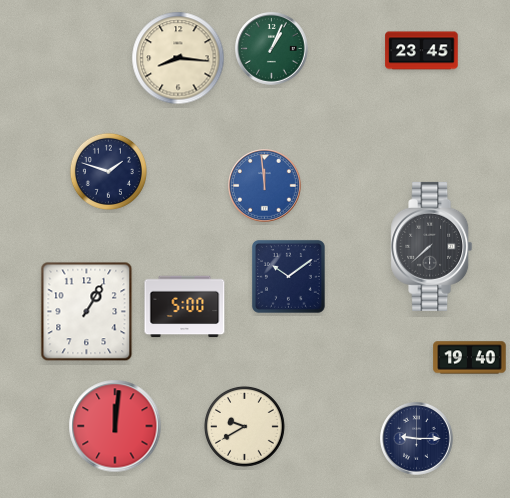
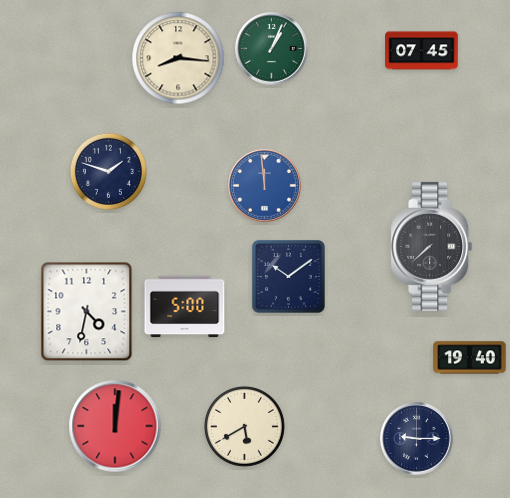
clock at (422, 51): 23:45 -> 07:45
clock at (87, 312): 1:05 -> 4:32
clock at (244, 426): 9:40 -> 5:40
